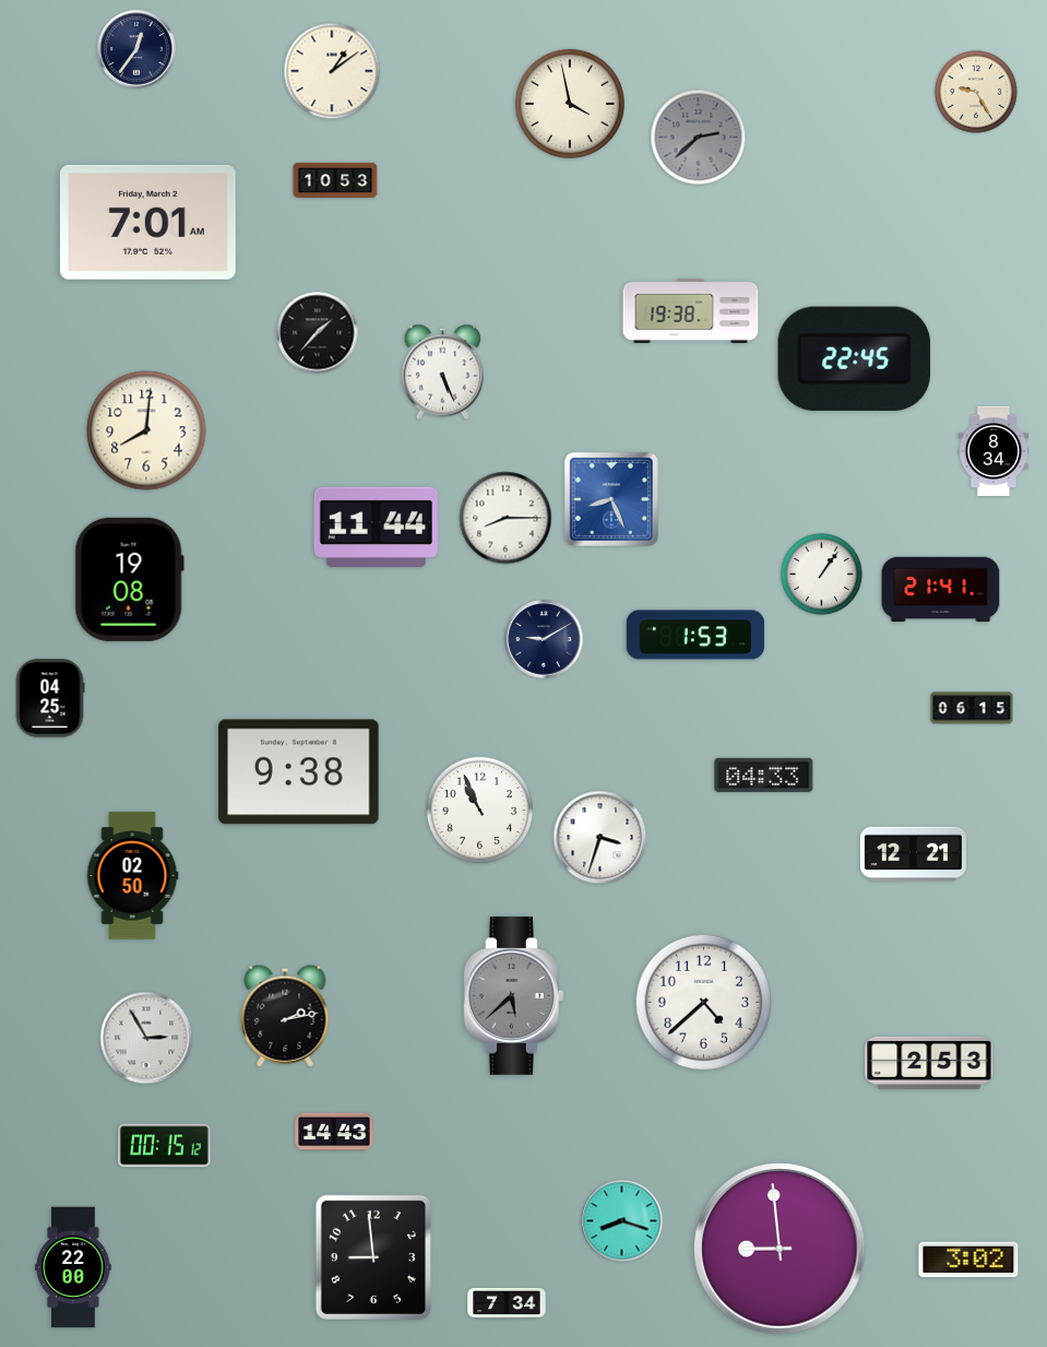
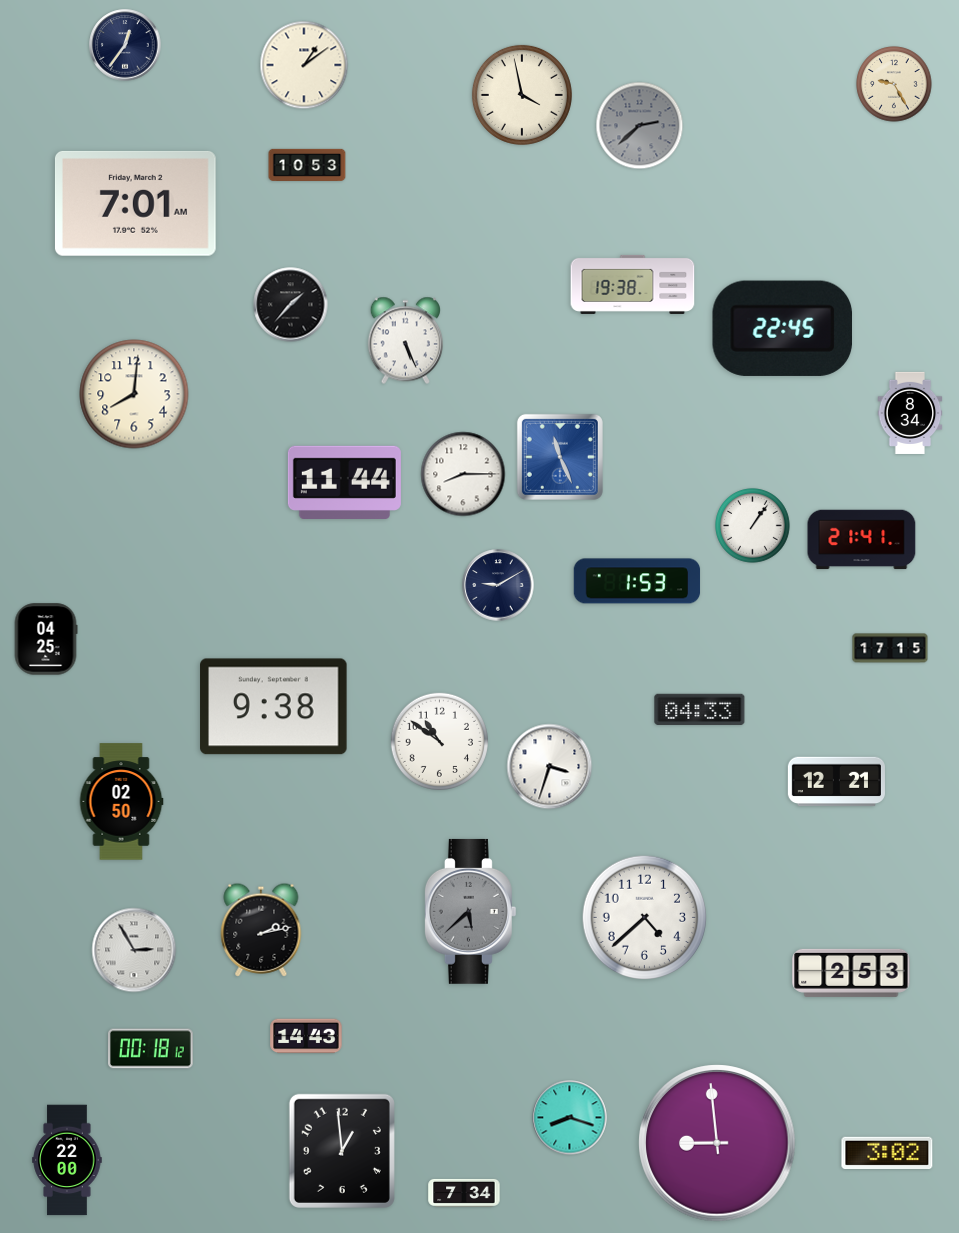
clock at (611, 499): 8:26 -> 11:26
clock at (129, 579): 19:08 -> none
clock at (972, 708): 06:15 -> 17:15
clock at (479, 810): 10:56 -> 10:51
clock at (165, 1146): 00:15 -> 00:18
clock at (780, 1249) position: (780, 1249) -> (717, 1143)
clock at (373, 1257): 8:59 -> 12:59
